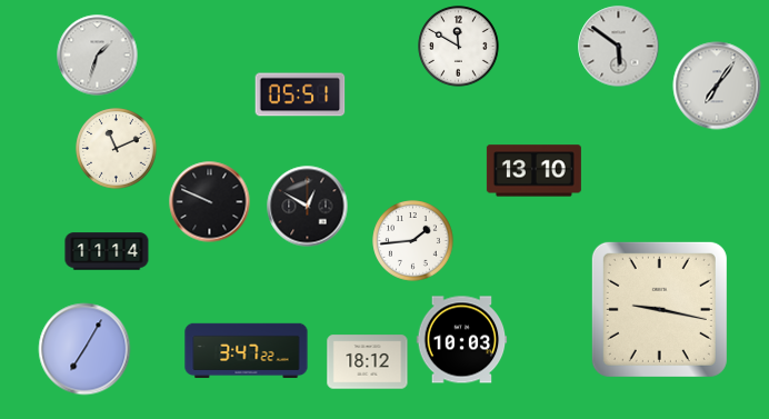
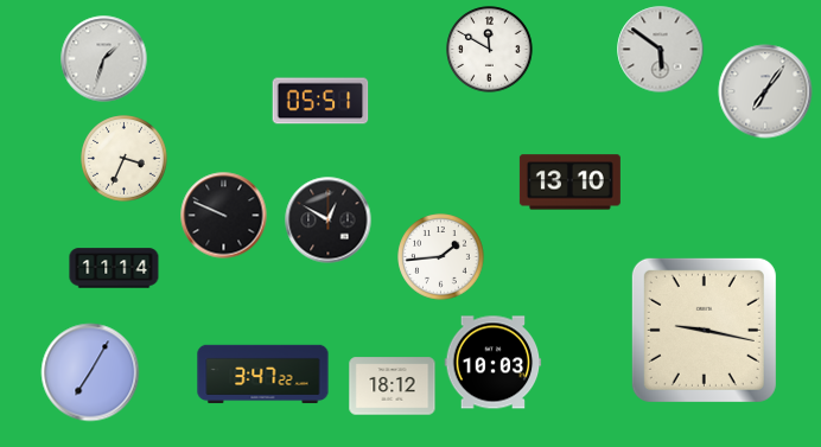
clock at (117, 149): 11:11 -> 3:34
